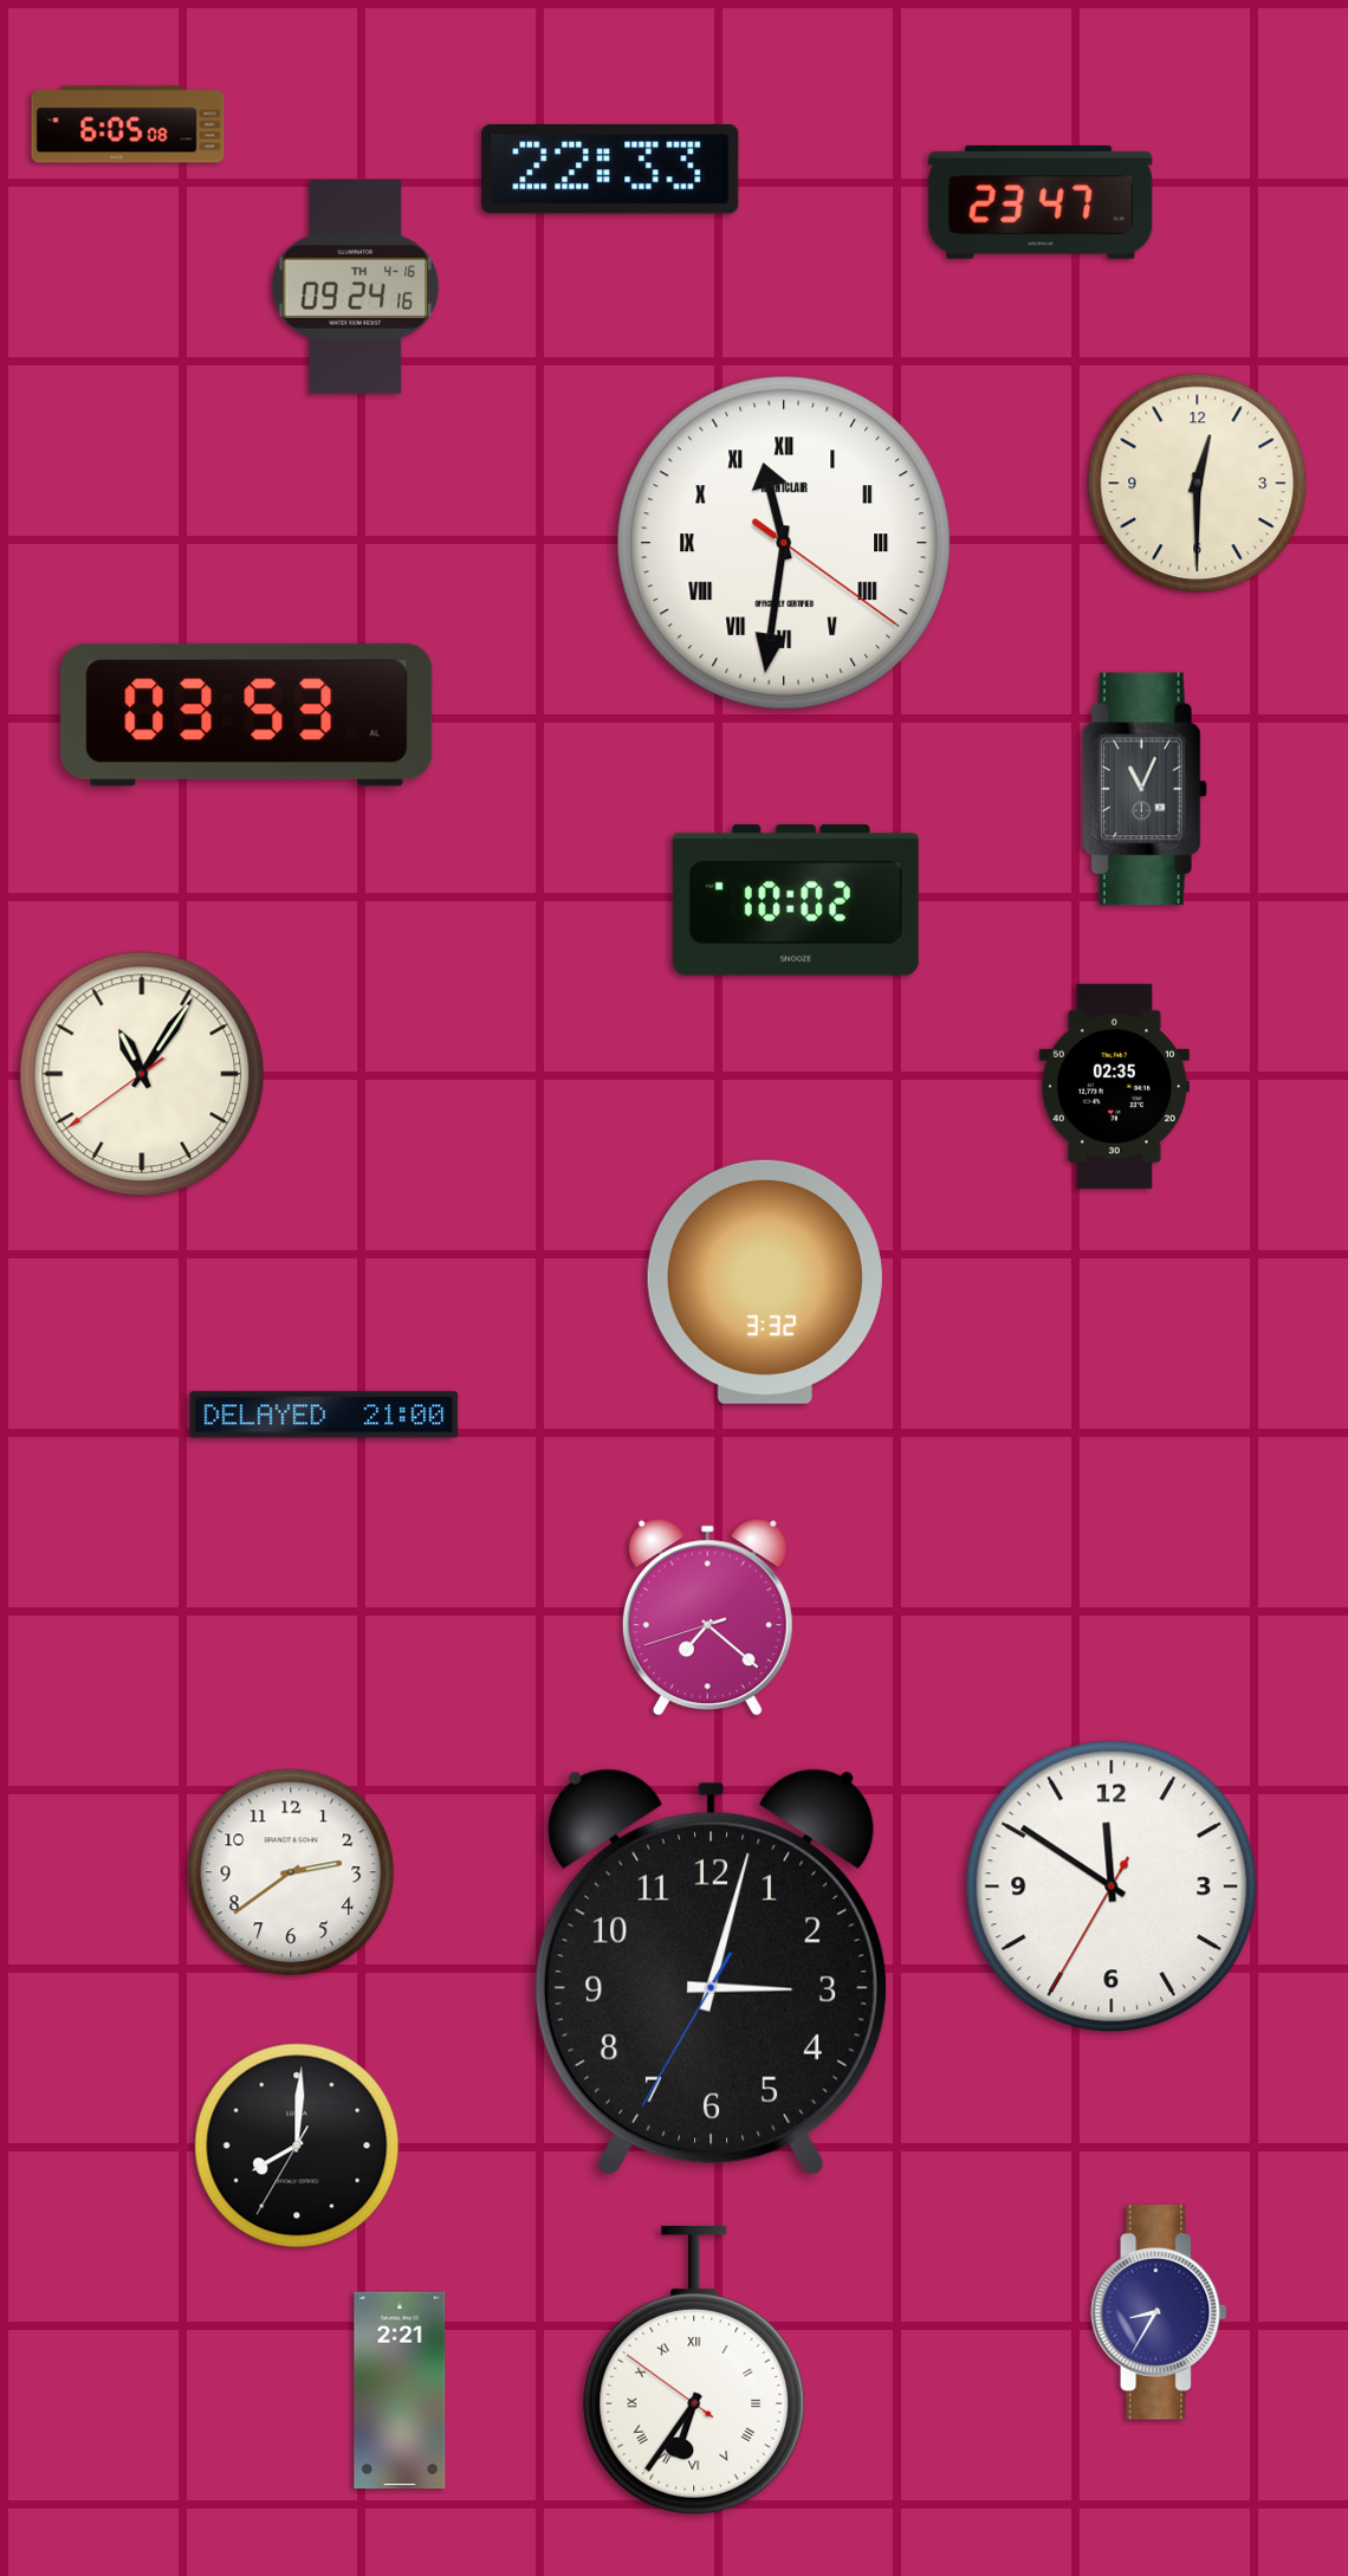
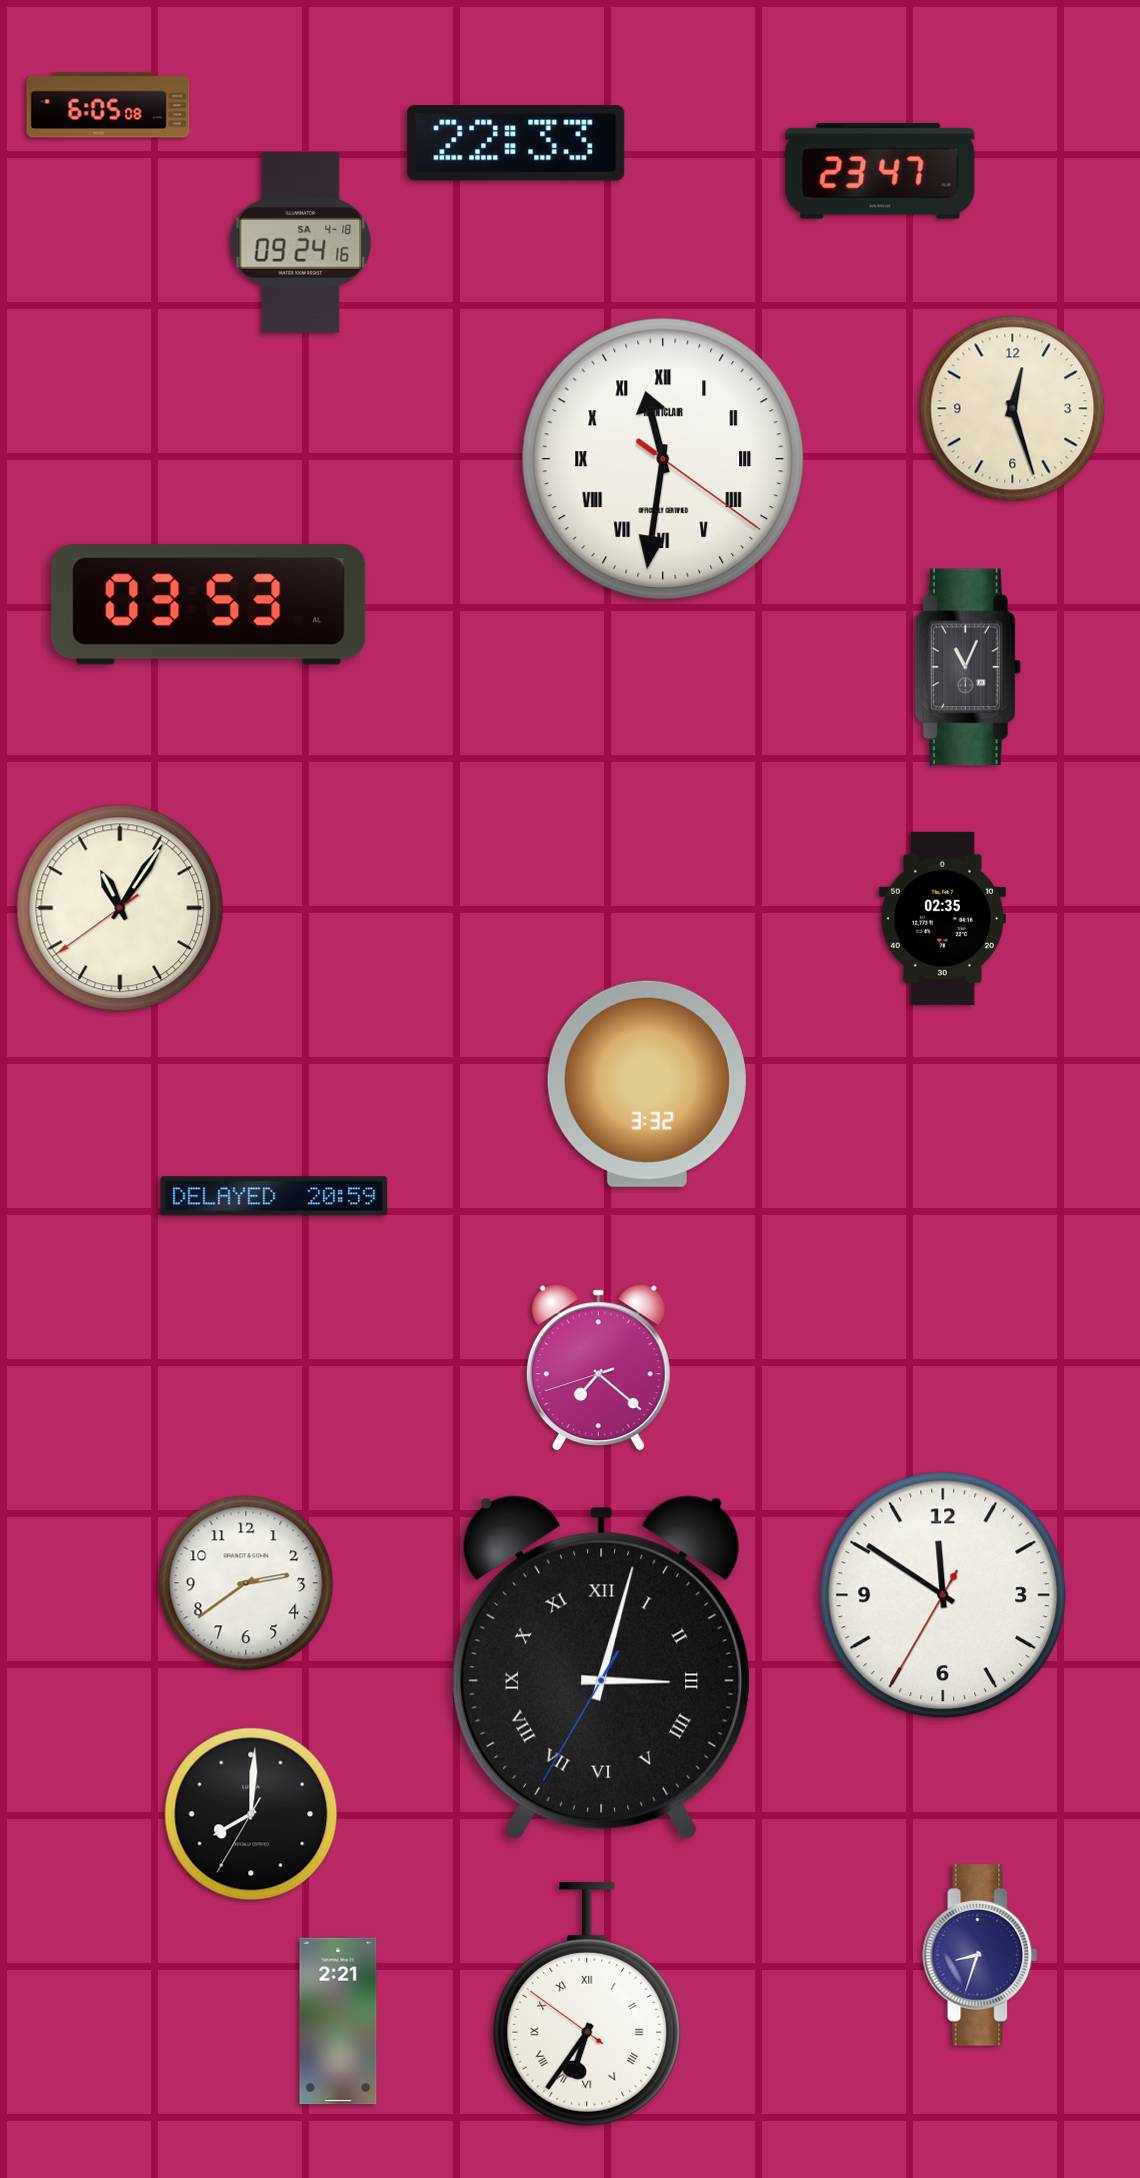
clock at (356, 287) date: TH 4-16 -> SA 4-18
clock at (1198, 484): 12:30 -> 12:27
clock at (796, 900): 10:02 -> none
clock at (324, 1415): 21:00 -> 20:59
clock at (1112, 1886) position: (1112, 1886) -> (943, 1595)
clock at (711, 1972) numerals: Arabic -> Roman
clock at (1159, 2312): 8:35 -> 8:33
